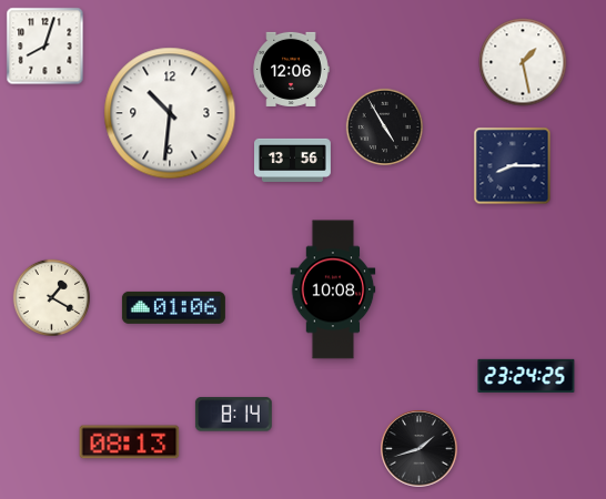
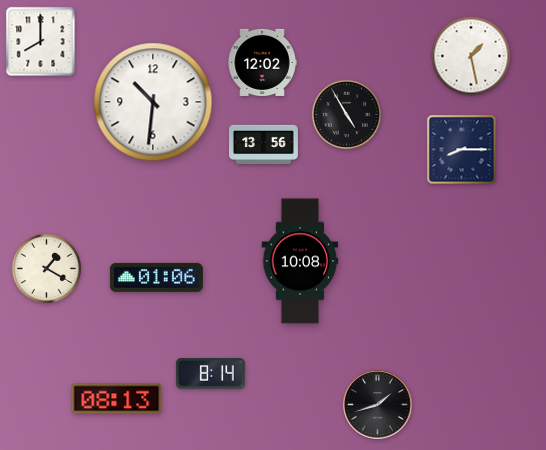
clock at (46, 47): 8:03 -> 8:00
clock at (291, 69): 12:06 -> 12:02
clock at (526, 376): 23:24 -> none
